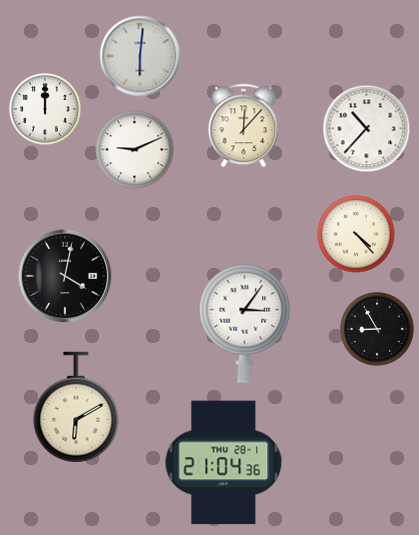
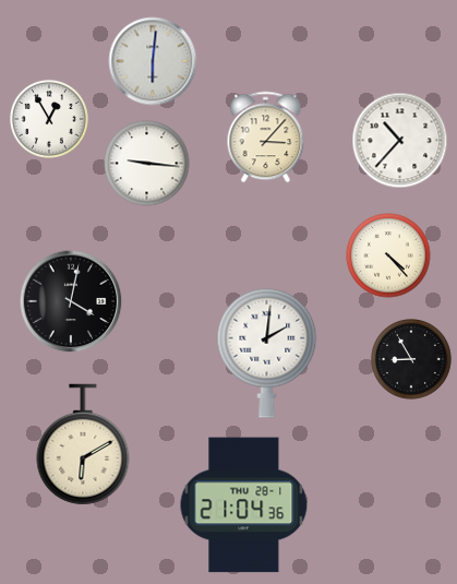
clock at (45, 109): 12:00 -> 12:55
clock at (244, 126): 12:07 -> 3:07
clock at (135, 150): 9:11 -> 9:16
clock at (245, 323): 3:06 -> 2:01
